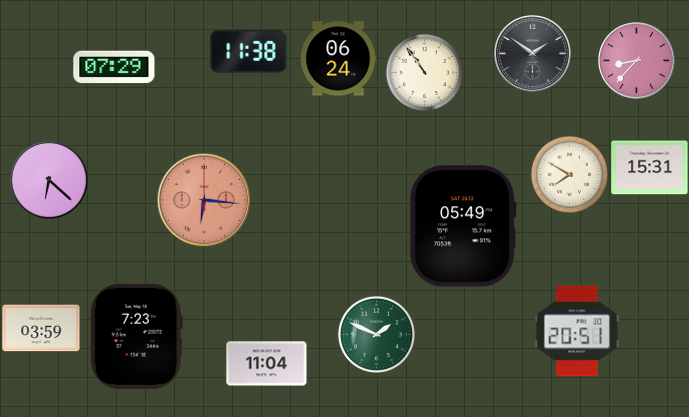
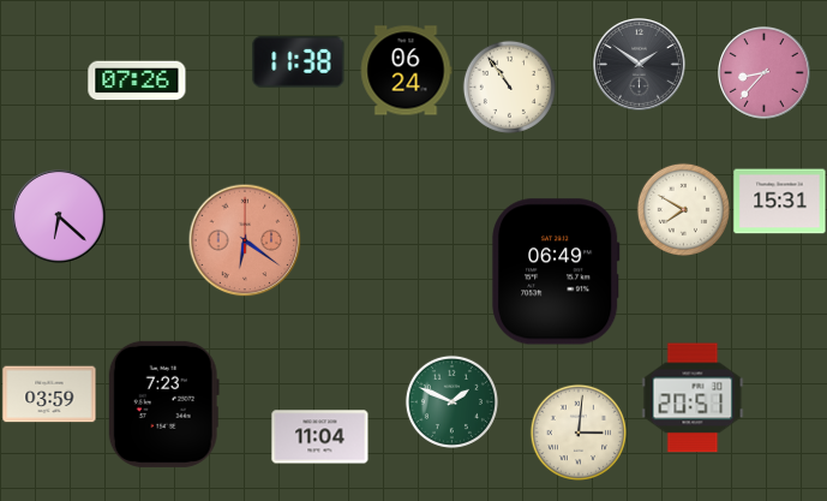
clock at (114, 67): 07:29 -> 07:26
clock at (204, 200): 6:16 -> 6:21
clock at (463, 226): 05:49 -> 06:49
clock at (577, 431): none -> 3:01
